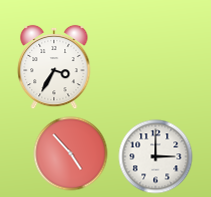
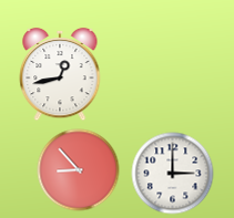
clock at (54, 67): 3:35 -> 12:43
clock at (71, 154): 4:53 -> 8:53
